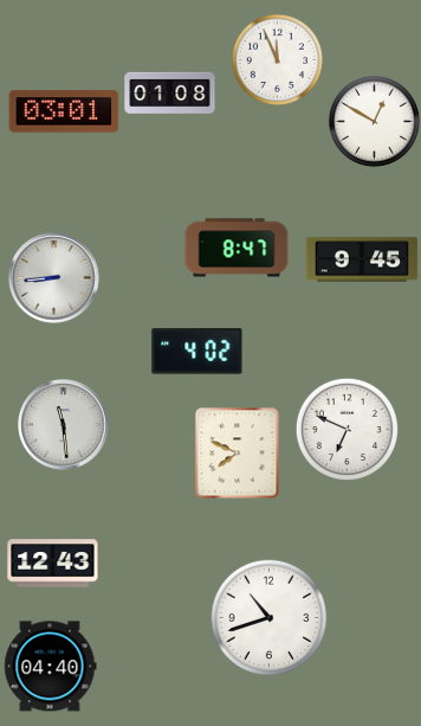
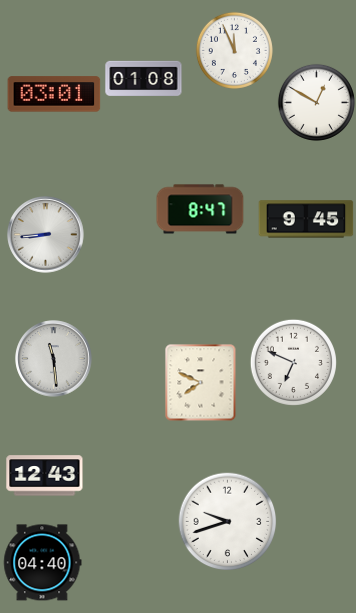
clock at (197, 352): 4:02 -> none
clock at (270, 618): 10:42 -> 9:42
